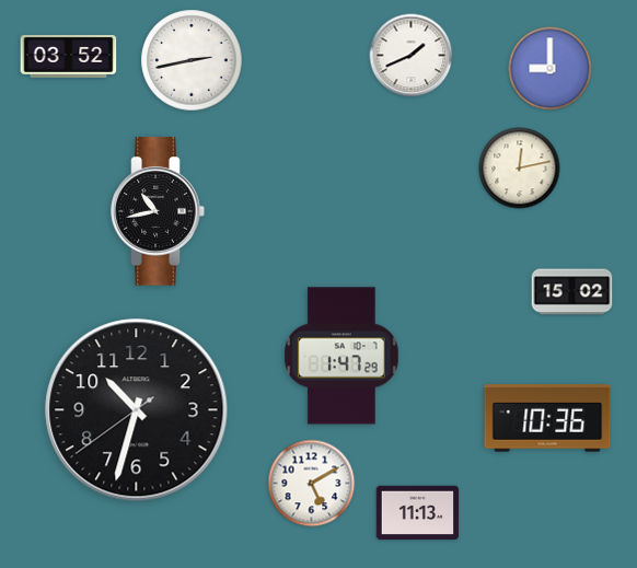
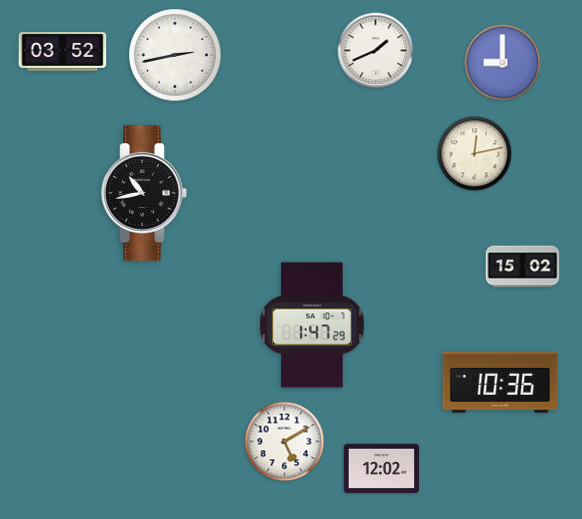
clock at (137, 410): 10:32 -> none
clock at (418, 513): 11:13 -> 12:02
